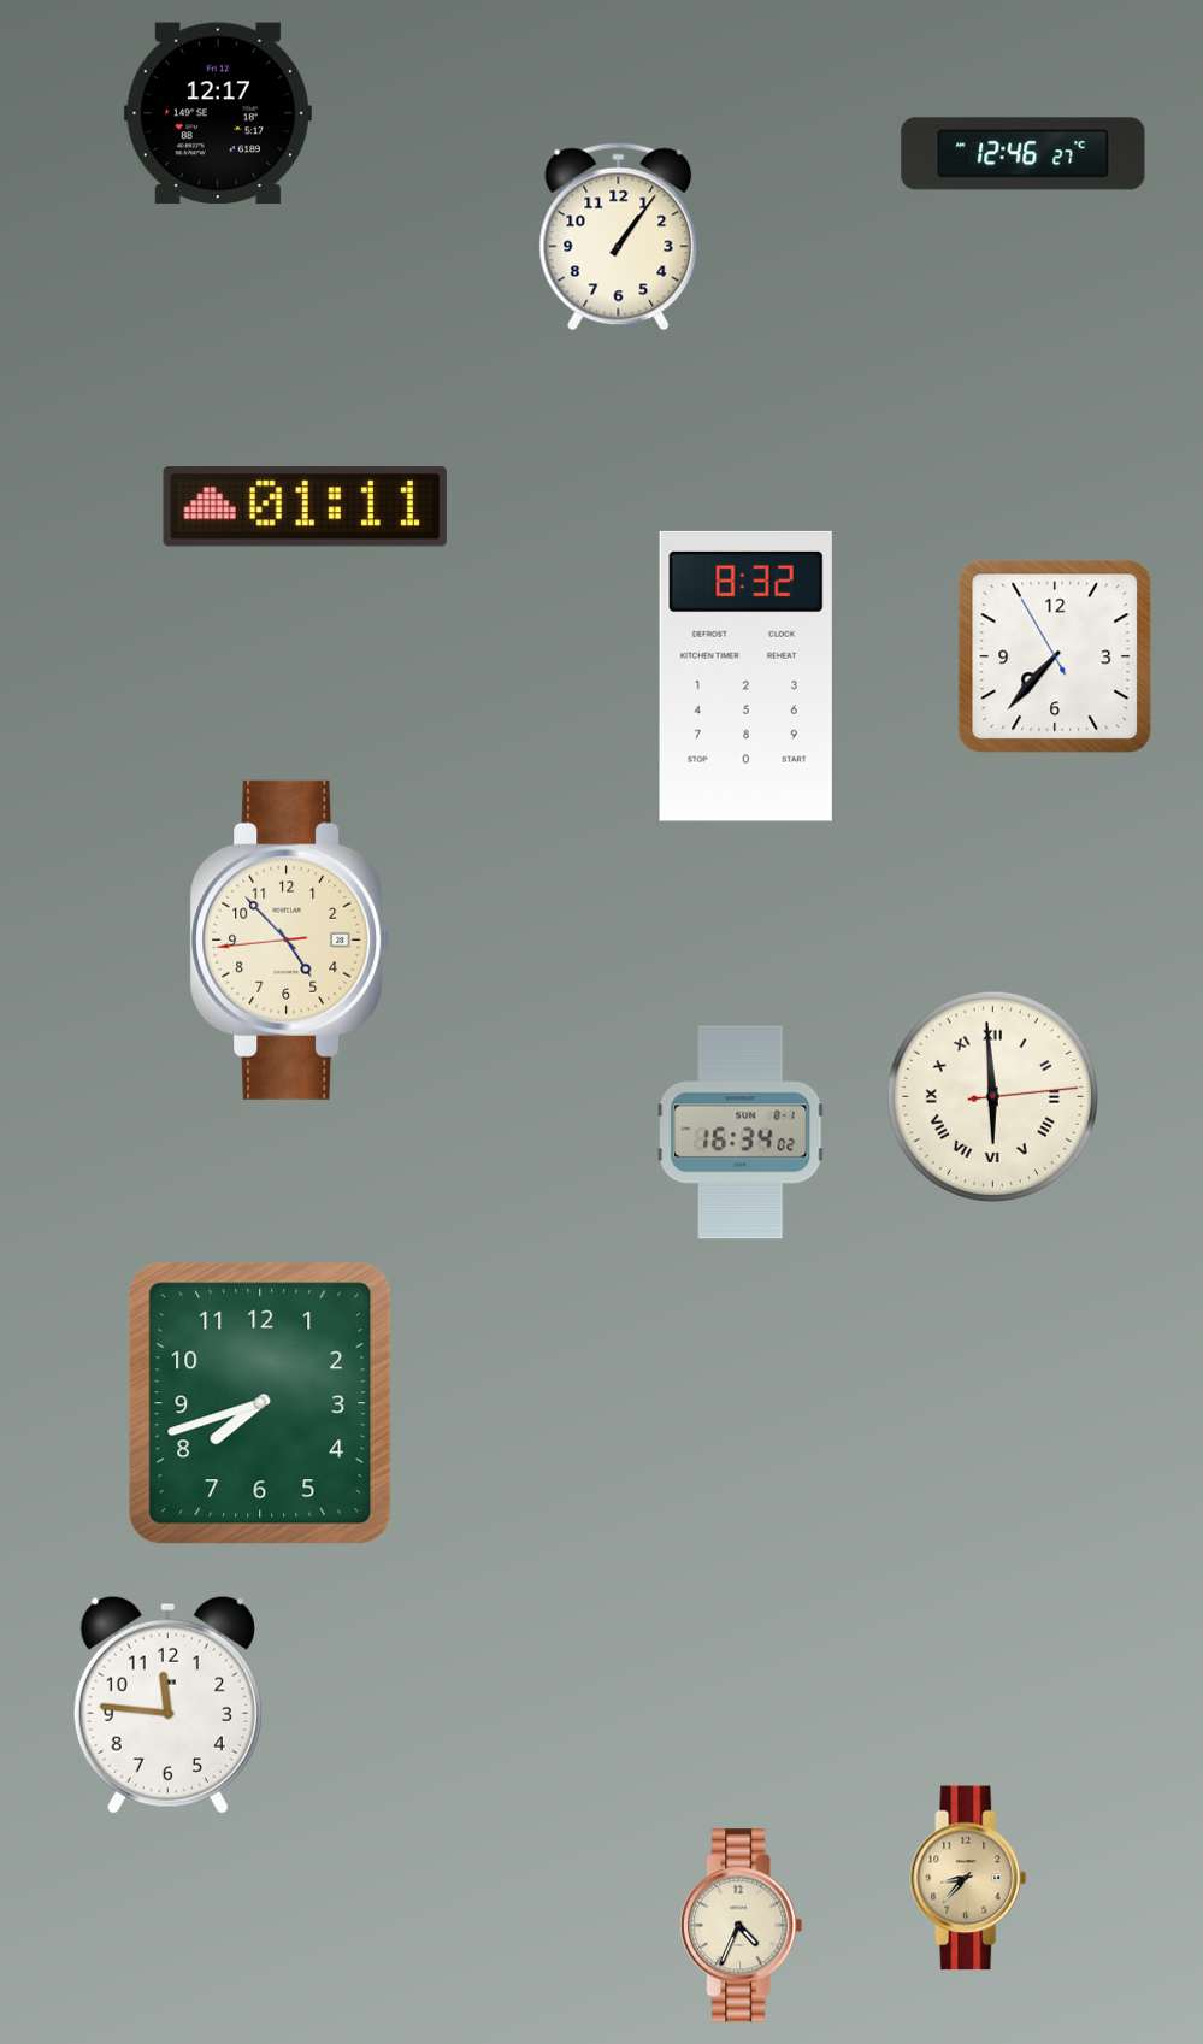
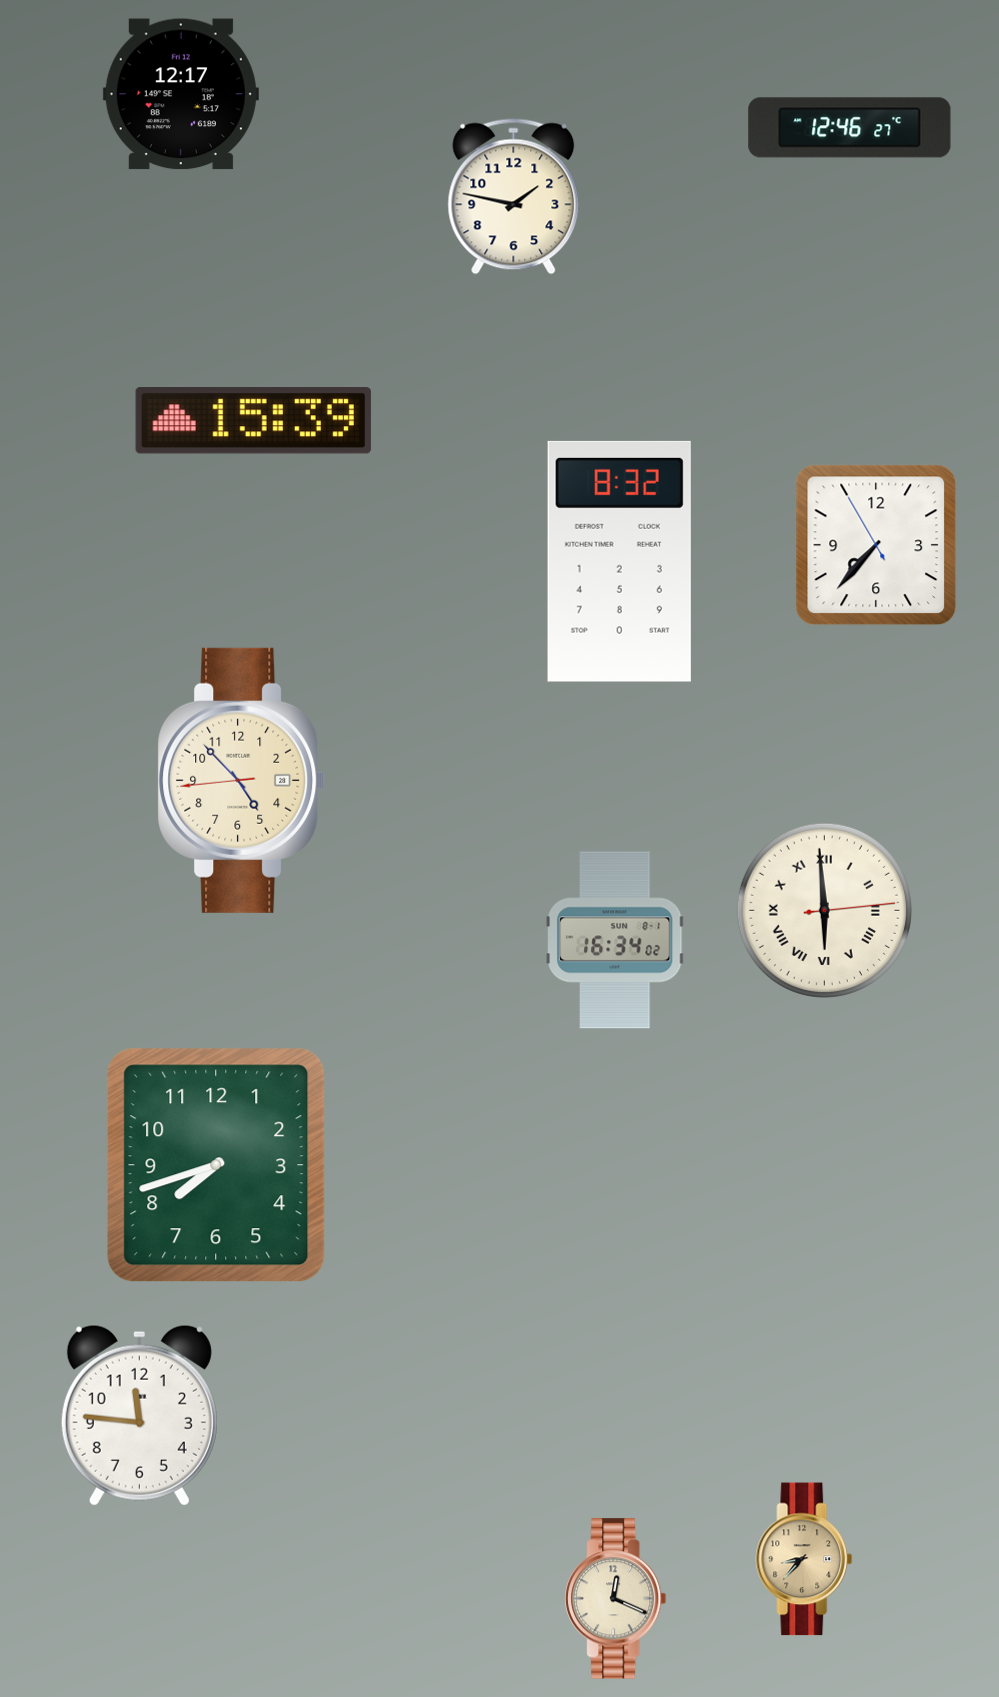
clock at (619, 237): 1:06 -> 1:47
clock at (305, 507): 01:11 -> 15:39
clock at (742, 1926): 4:34 -> 12:19
